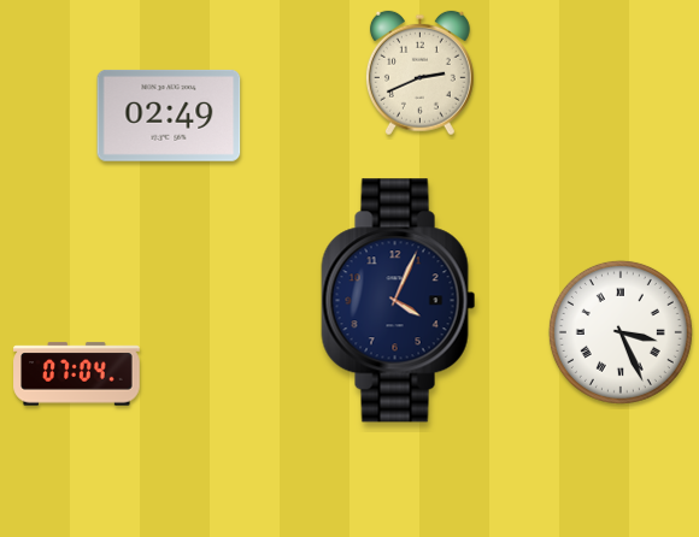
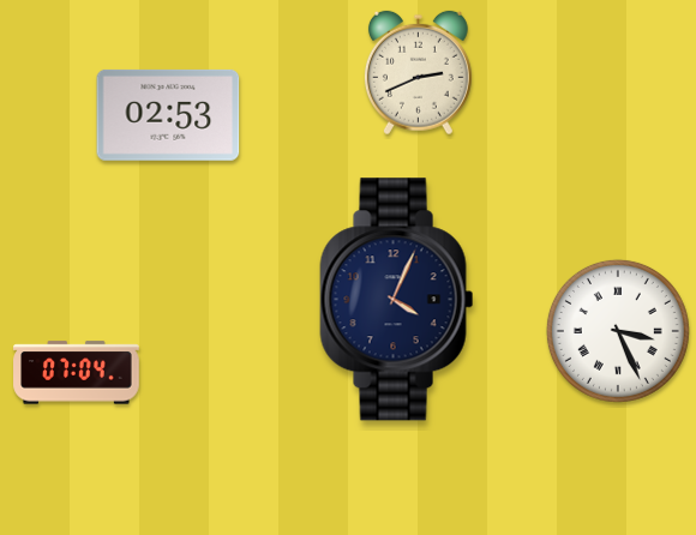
clock at (169, 116): 02:49 -> 02:53
